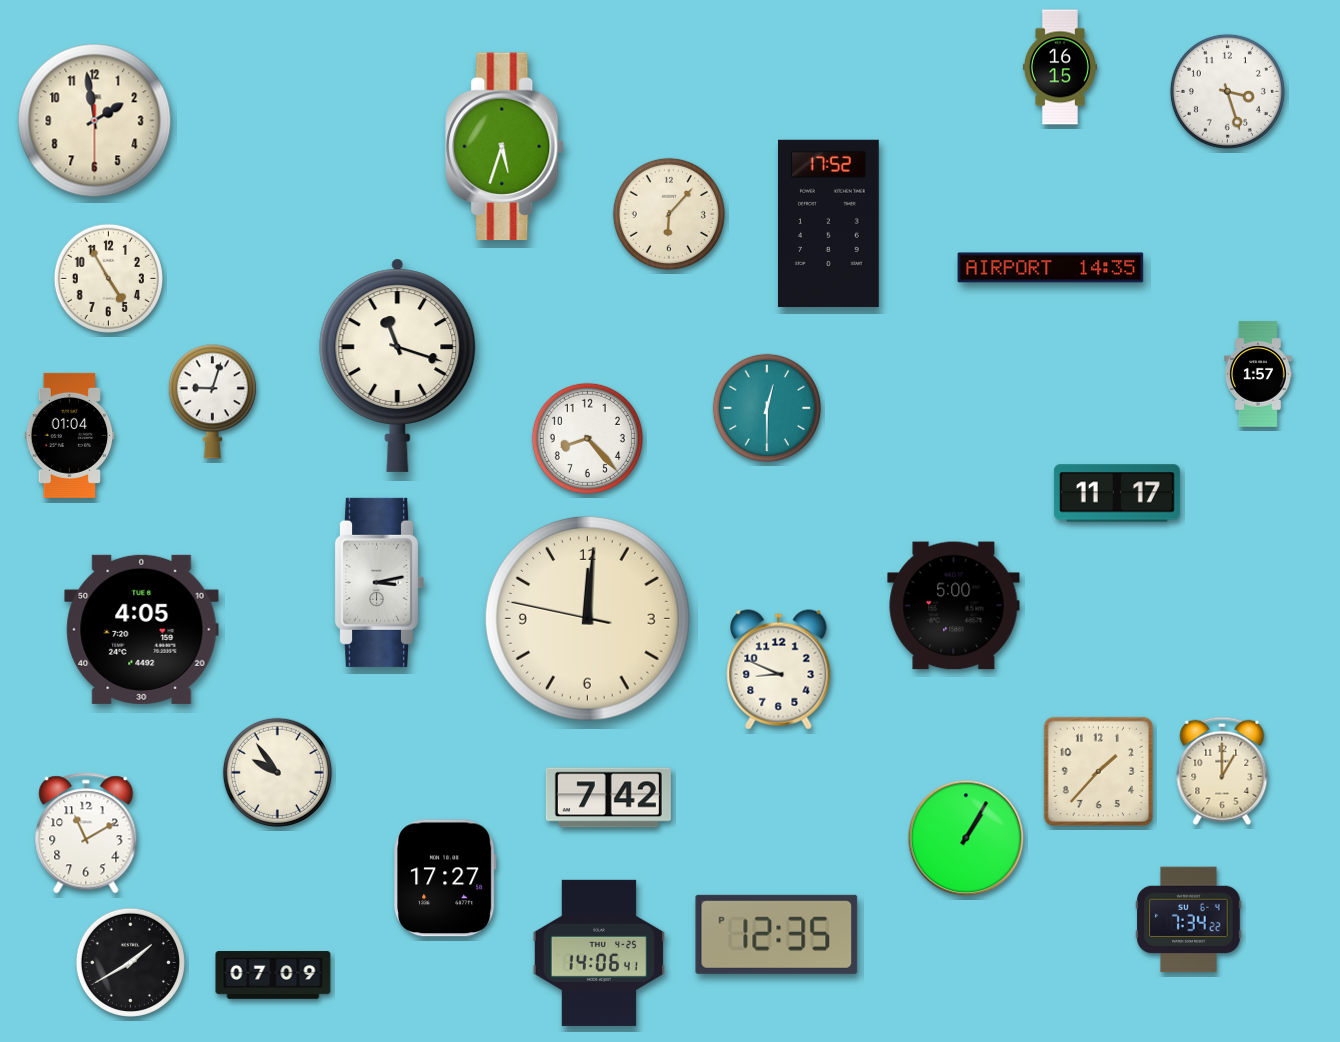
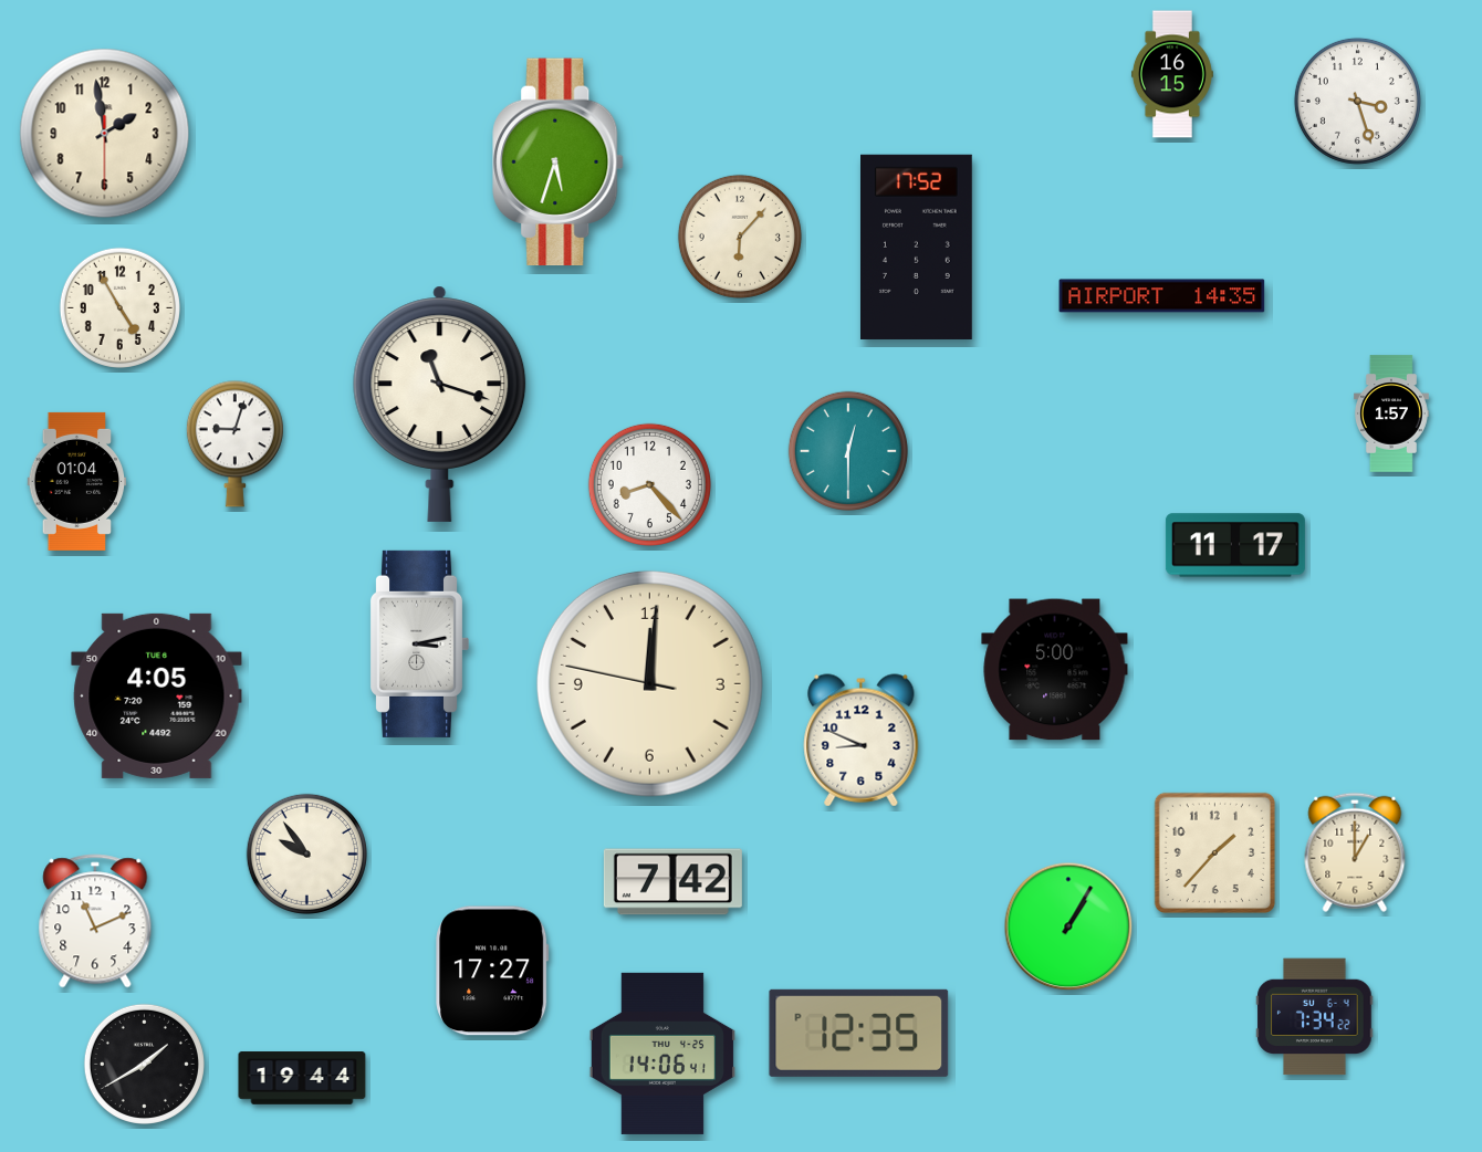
clock at (1222, 771) position: (1222, 771) -> (1355, 852)
clock at (86, 833): 11:10 -> 11:11
clock at (273, 975): 07:09 -> 19:44
